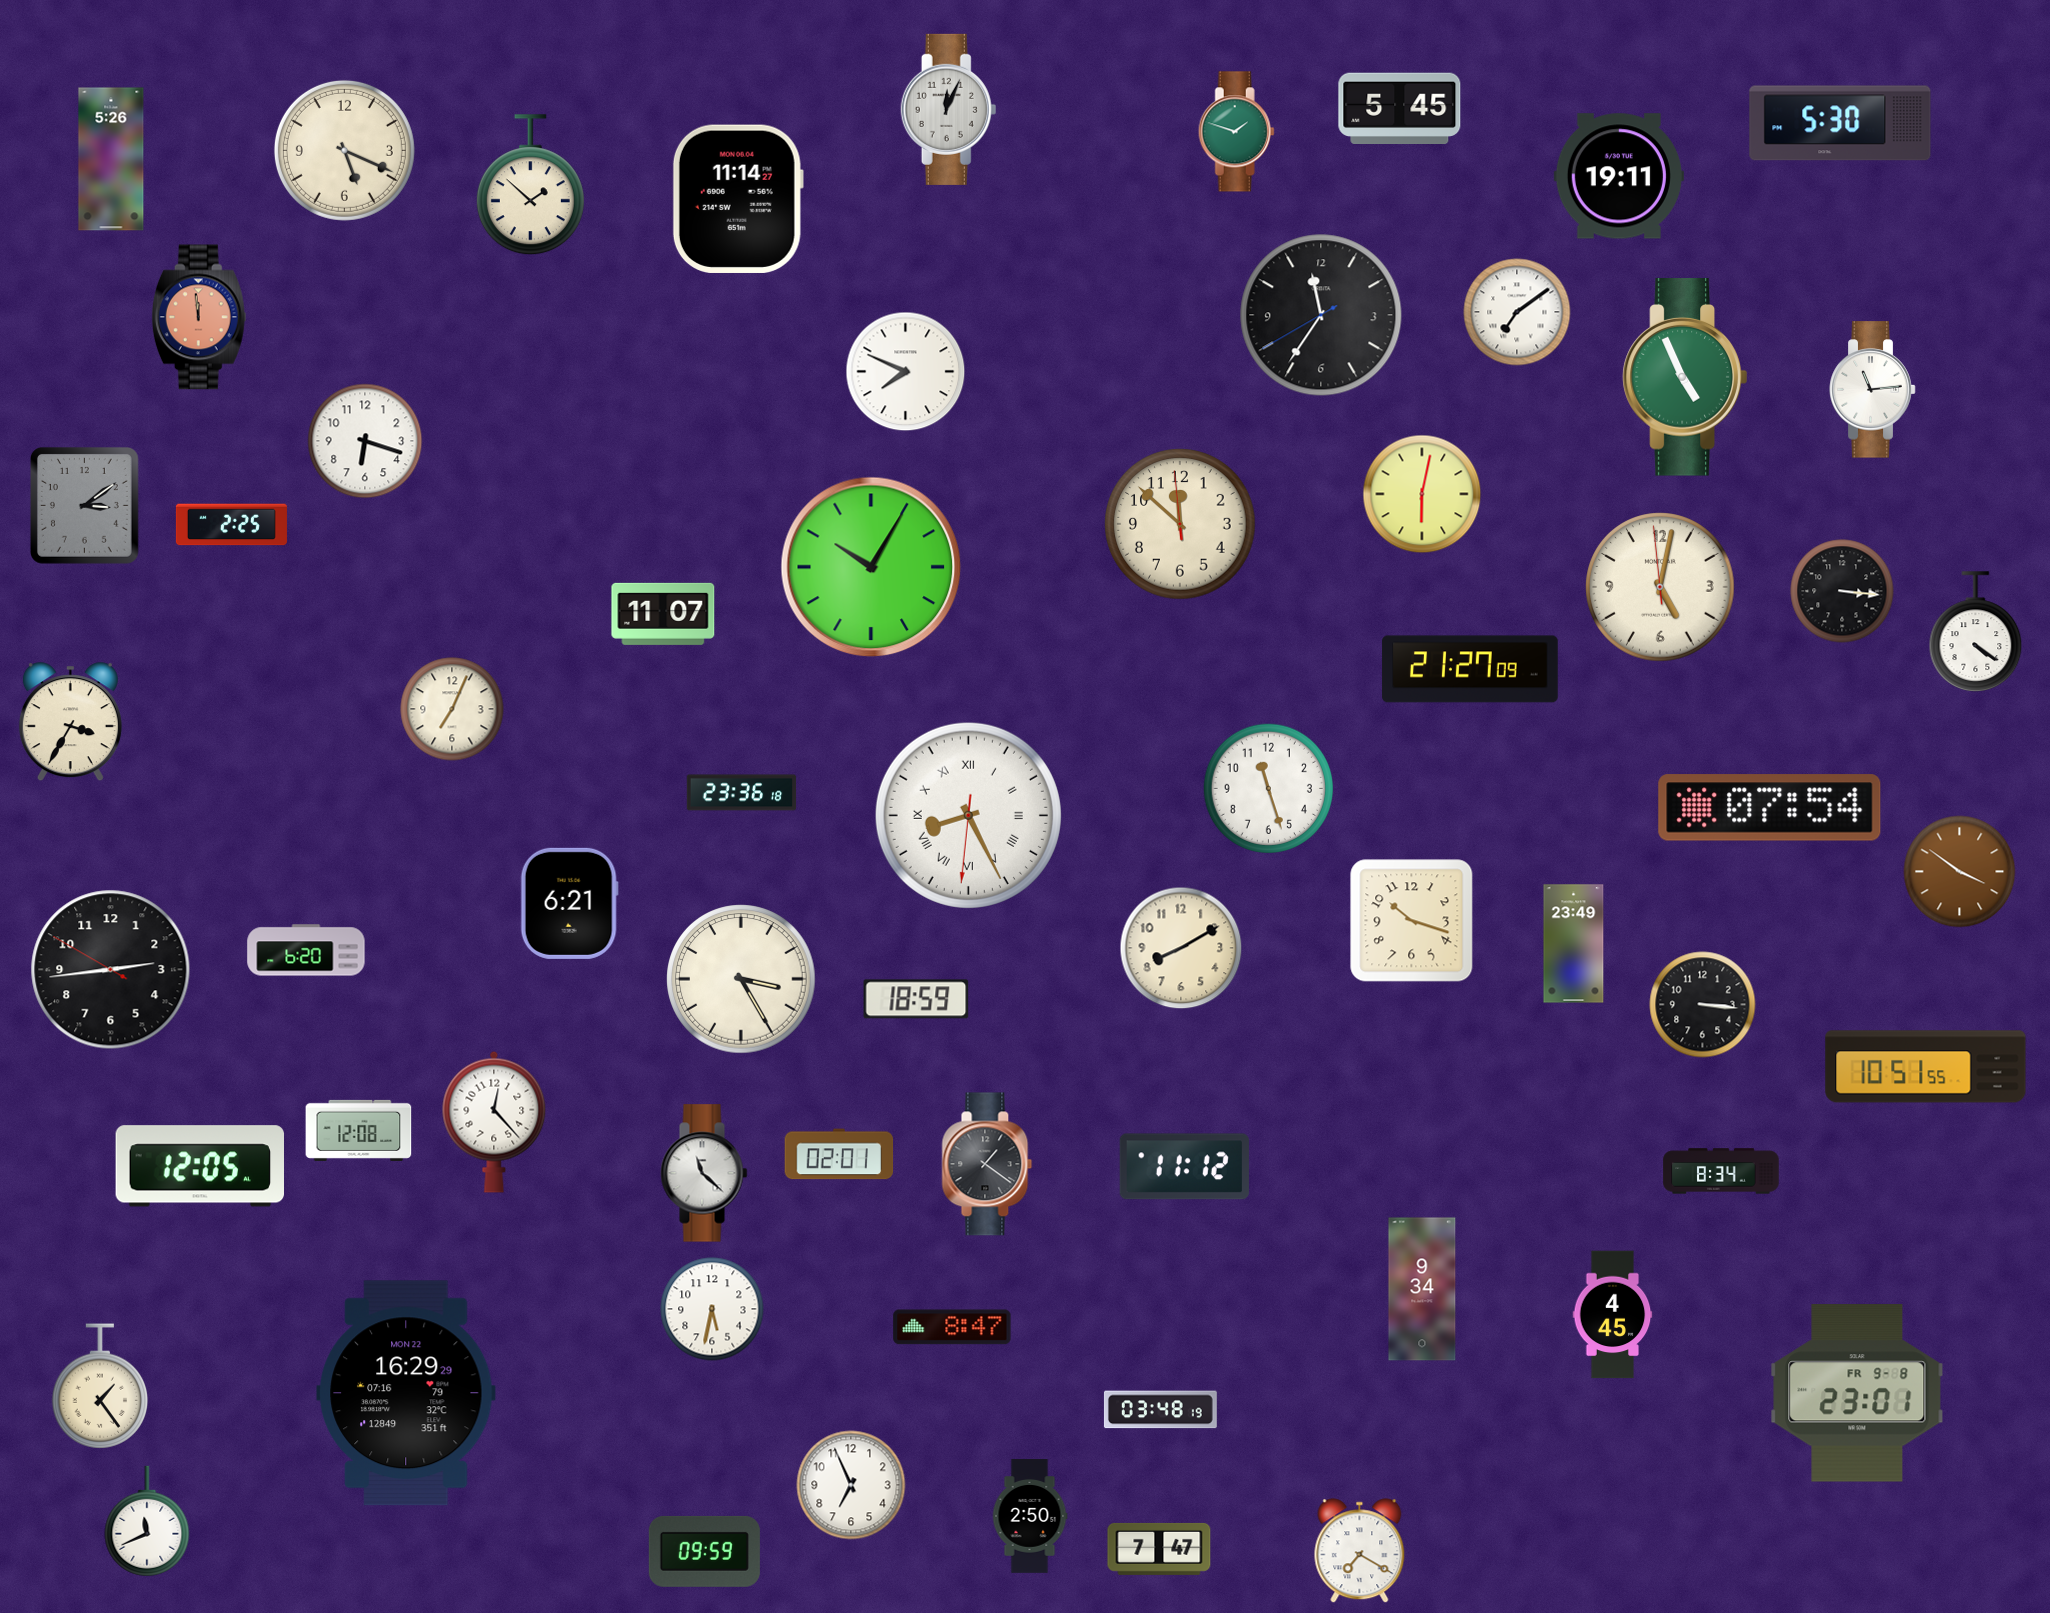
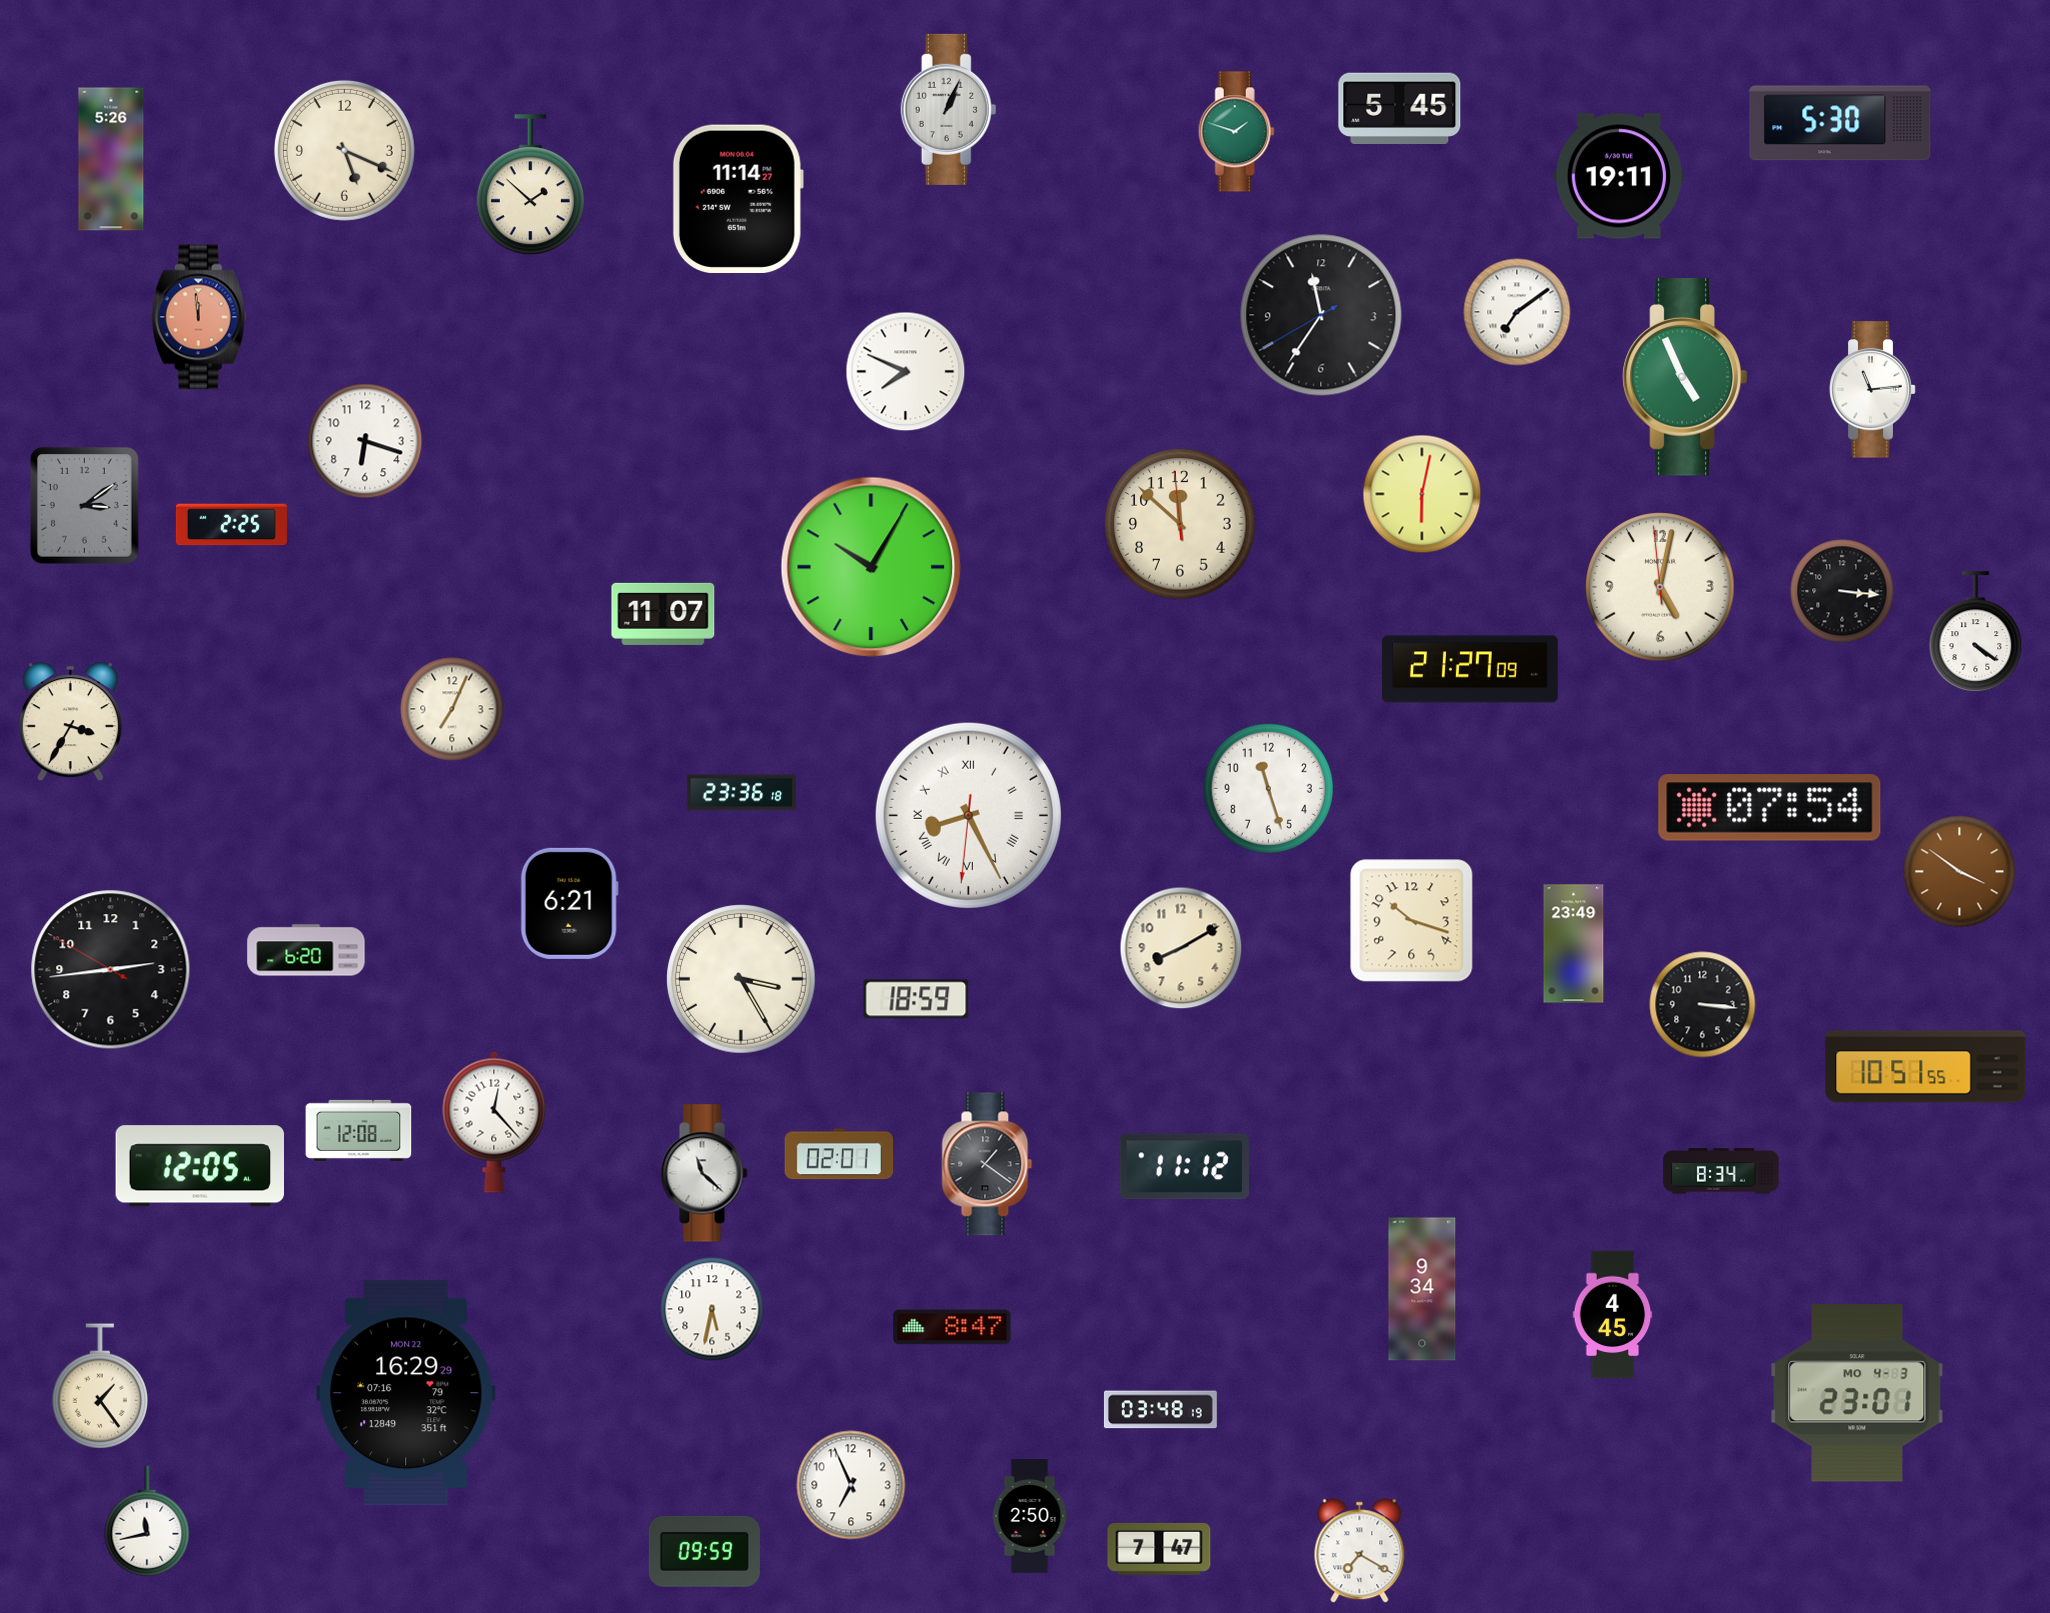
clock at (949, 109): 12:04 -> 1:04
clock at (1857, 1393) date: FR 9-8 -> MO 4-3
clock at (147, 1521): 11:41 -> 11:43
